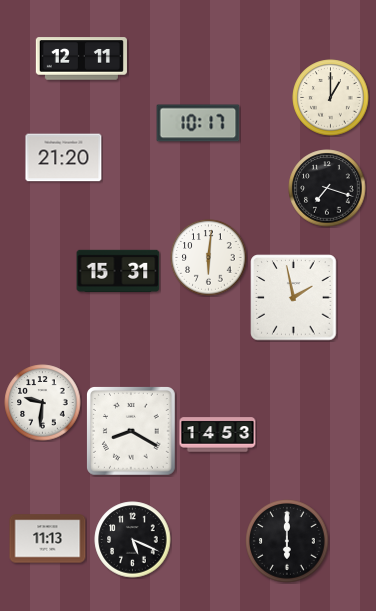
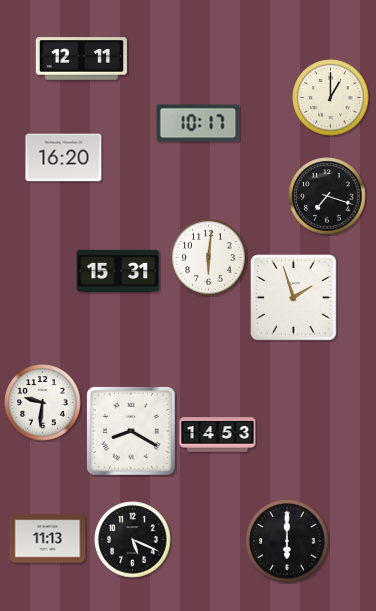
clock at (64, 158): 21:20 -> 16:20
clock at (327, 188) position: (327, 188) -> (327, 196)
clock at (294, 298): 1:58 -> 1:57
